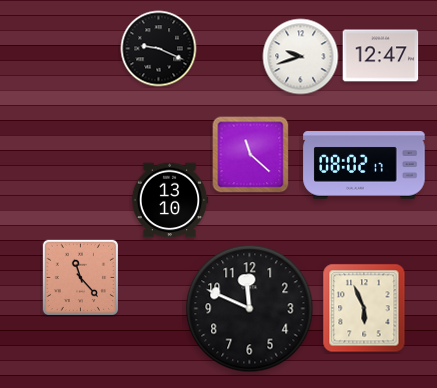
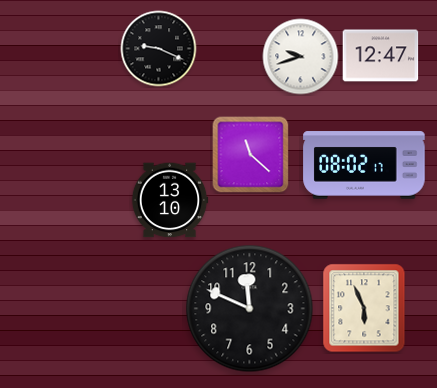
clock at (80, 277): 11:23 -> none
